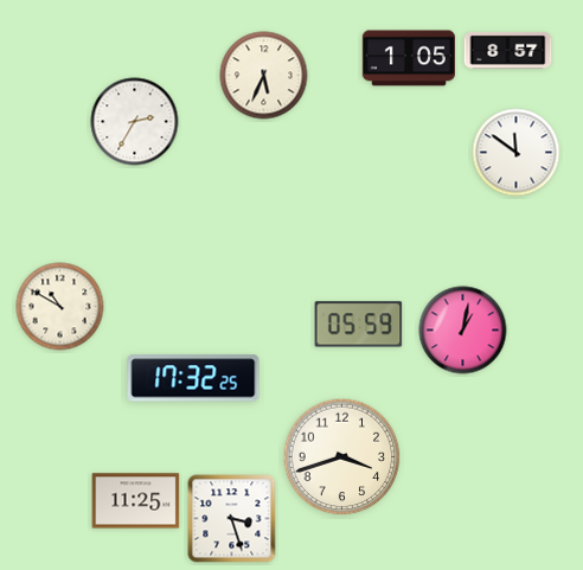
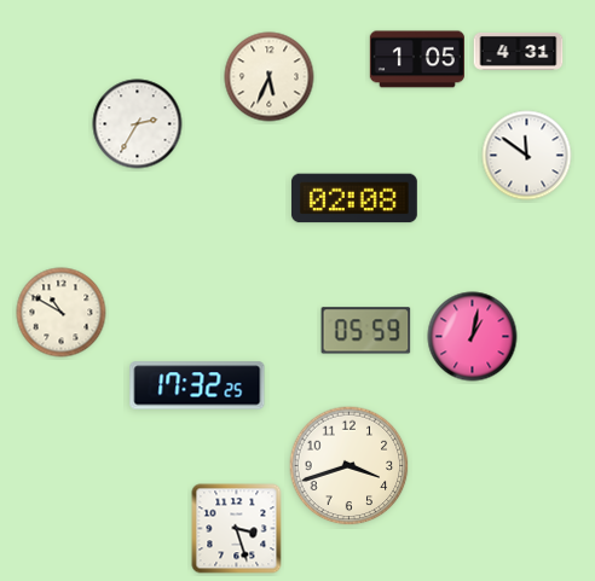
clock at (508, 51): 8:57 -> 4:31
clock at (354, 198): none -> 02:08
clock at (136, 501): 11:25 -> none
